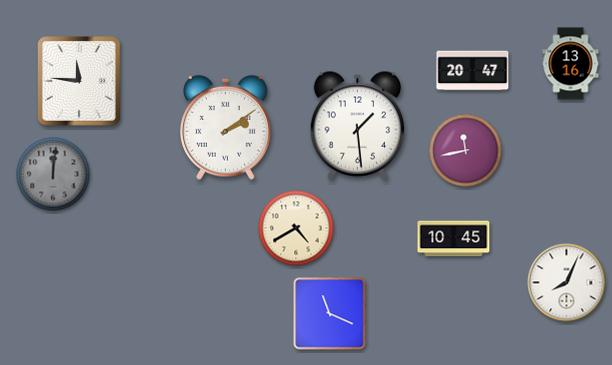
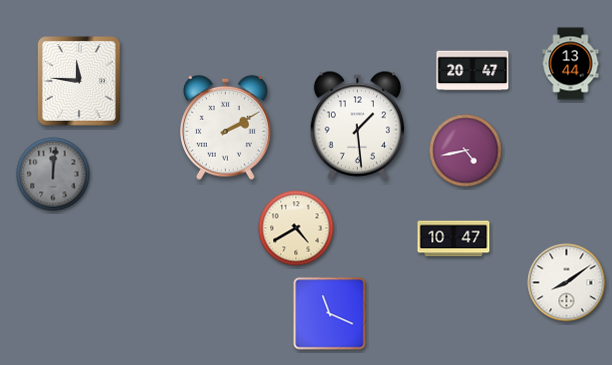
clock at (571, 64): 13:16 -> 13:44
clock at (226, 127): 2:09 -> 2:10
clock at (466, 151): 11:43 -> 4:43
clock at (454, 239): 10:45 -> 10:47
clock at (567, 283): 8:04 -> 8:09
